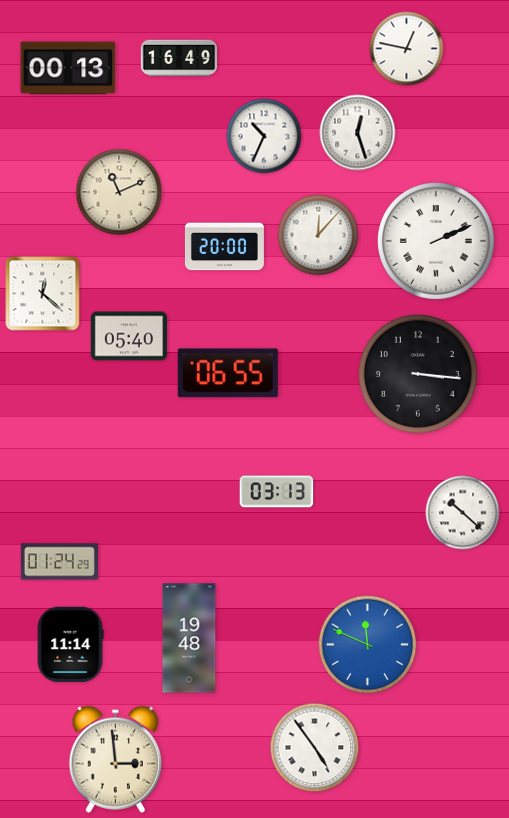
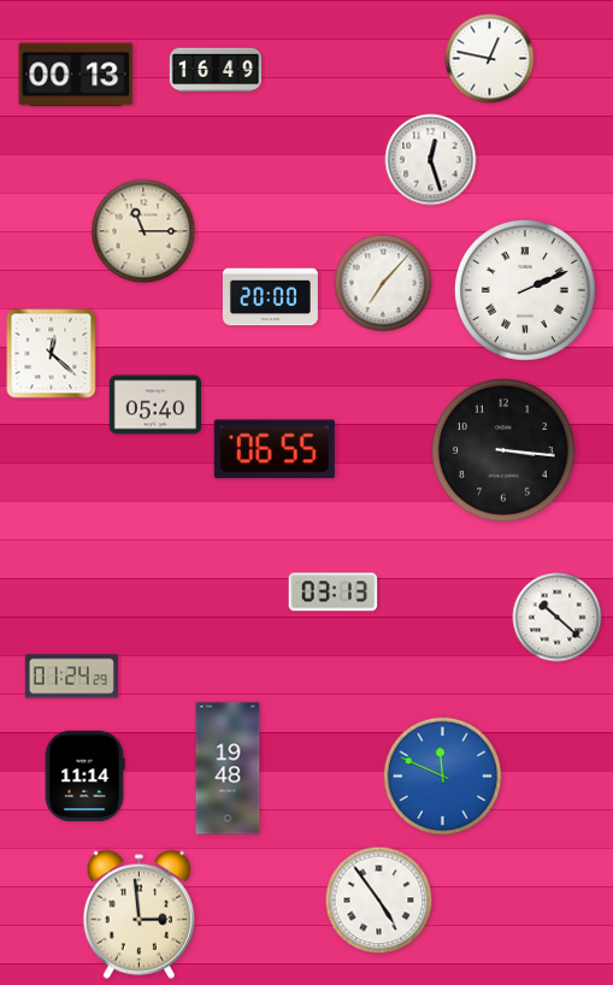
clock at (68, 68) position: (68, 68) -> (76, 75)
clock at (264, 136): 10:34 -> none
clock at (119, 192): 11:11 -> 11:15
clock at (318, 235): 12:07 -> 7:07
